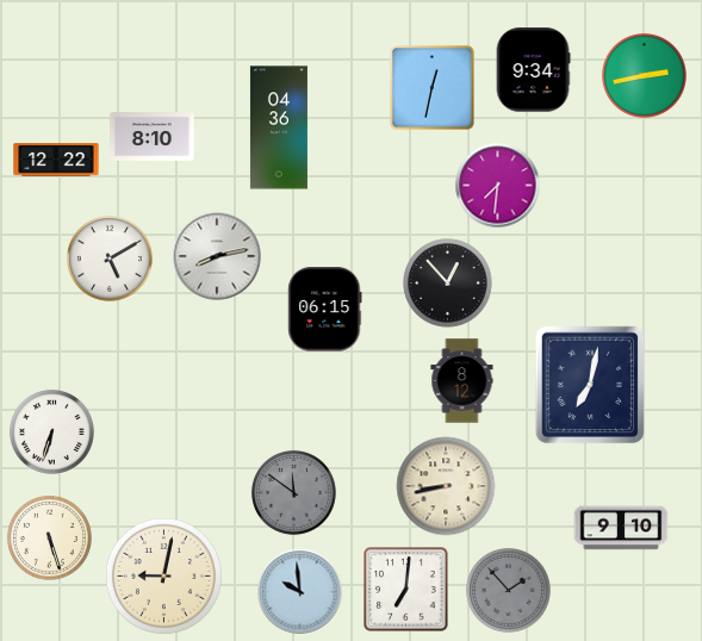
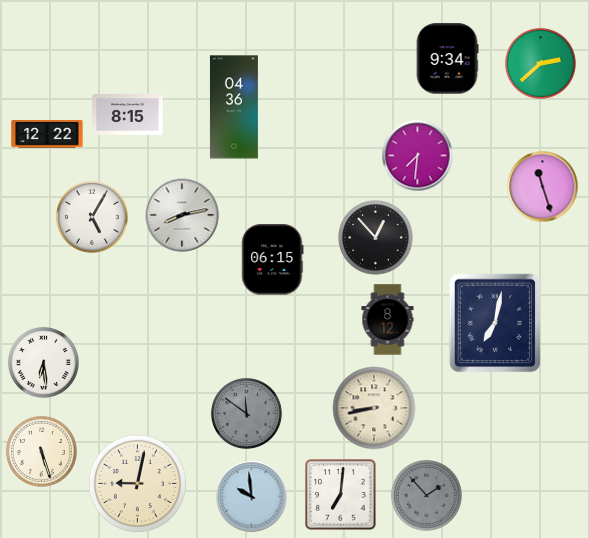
clock at (644, 75): 2:43 -> 2:38
clock at (433, 88): 12:32 -> none
clock at (153, 137): 8:10 -> 8:15
clock at (543, 187): none -> 11:27
clock at (111, 260): 5:10 -> 5:05
clock at (51, 431): 6:33 -> 6:29
clock at (621, 528): 9:10 -> none
